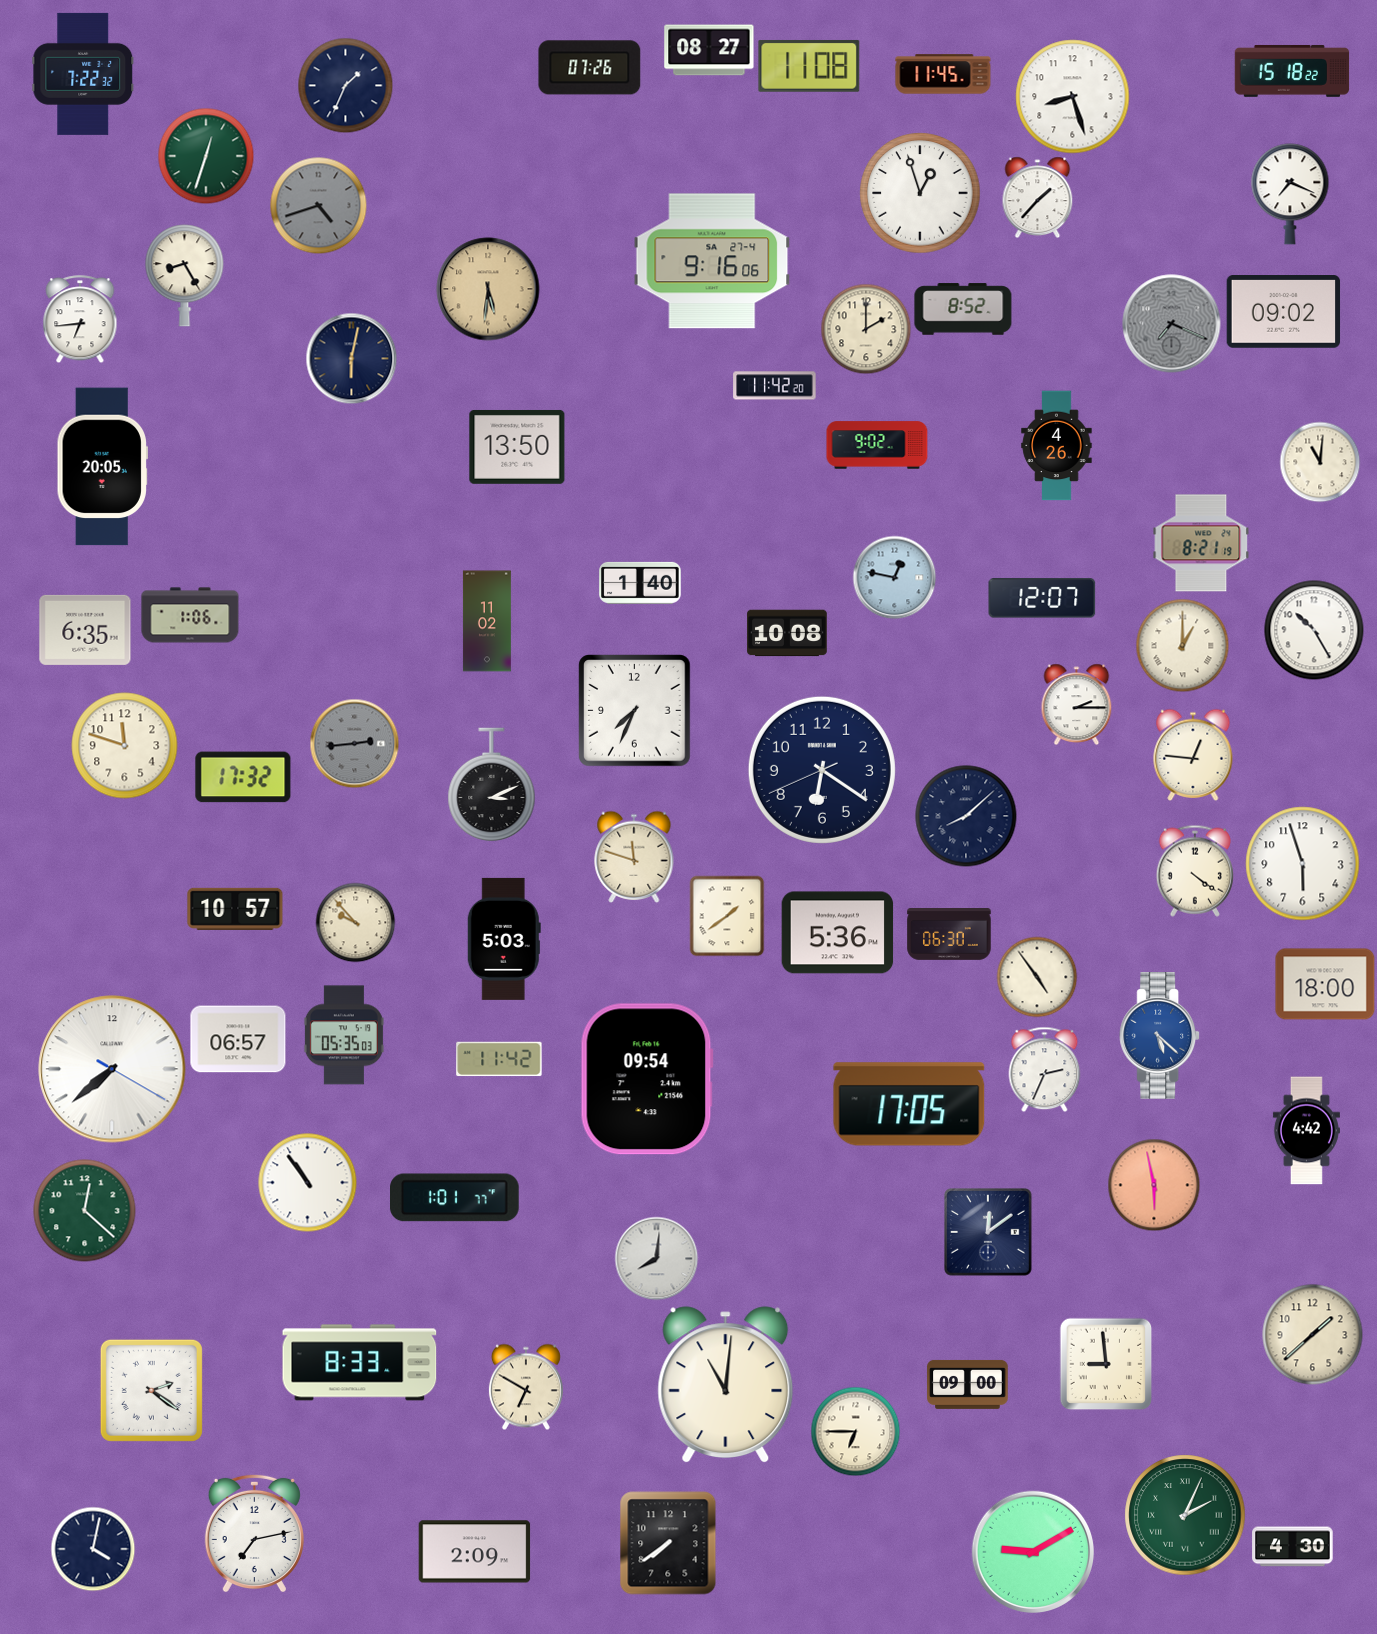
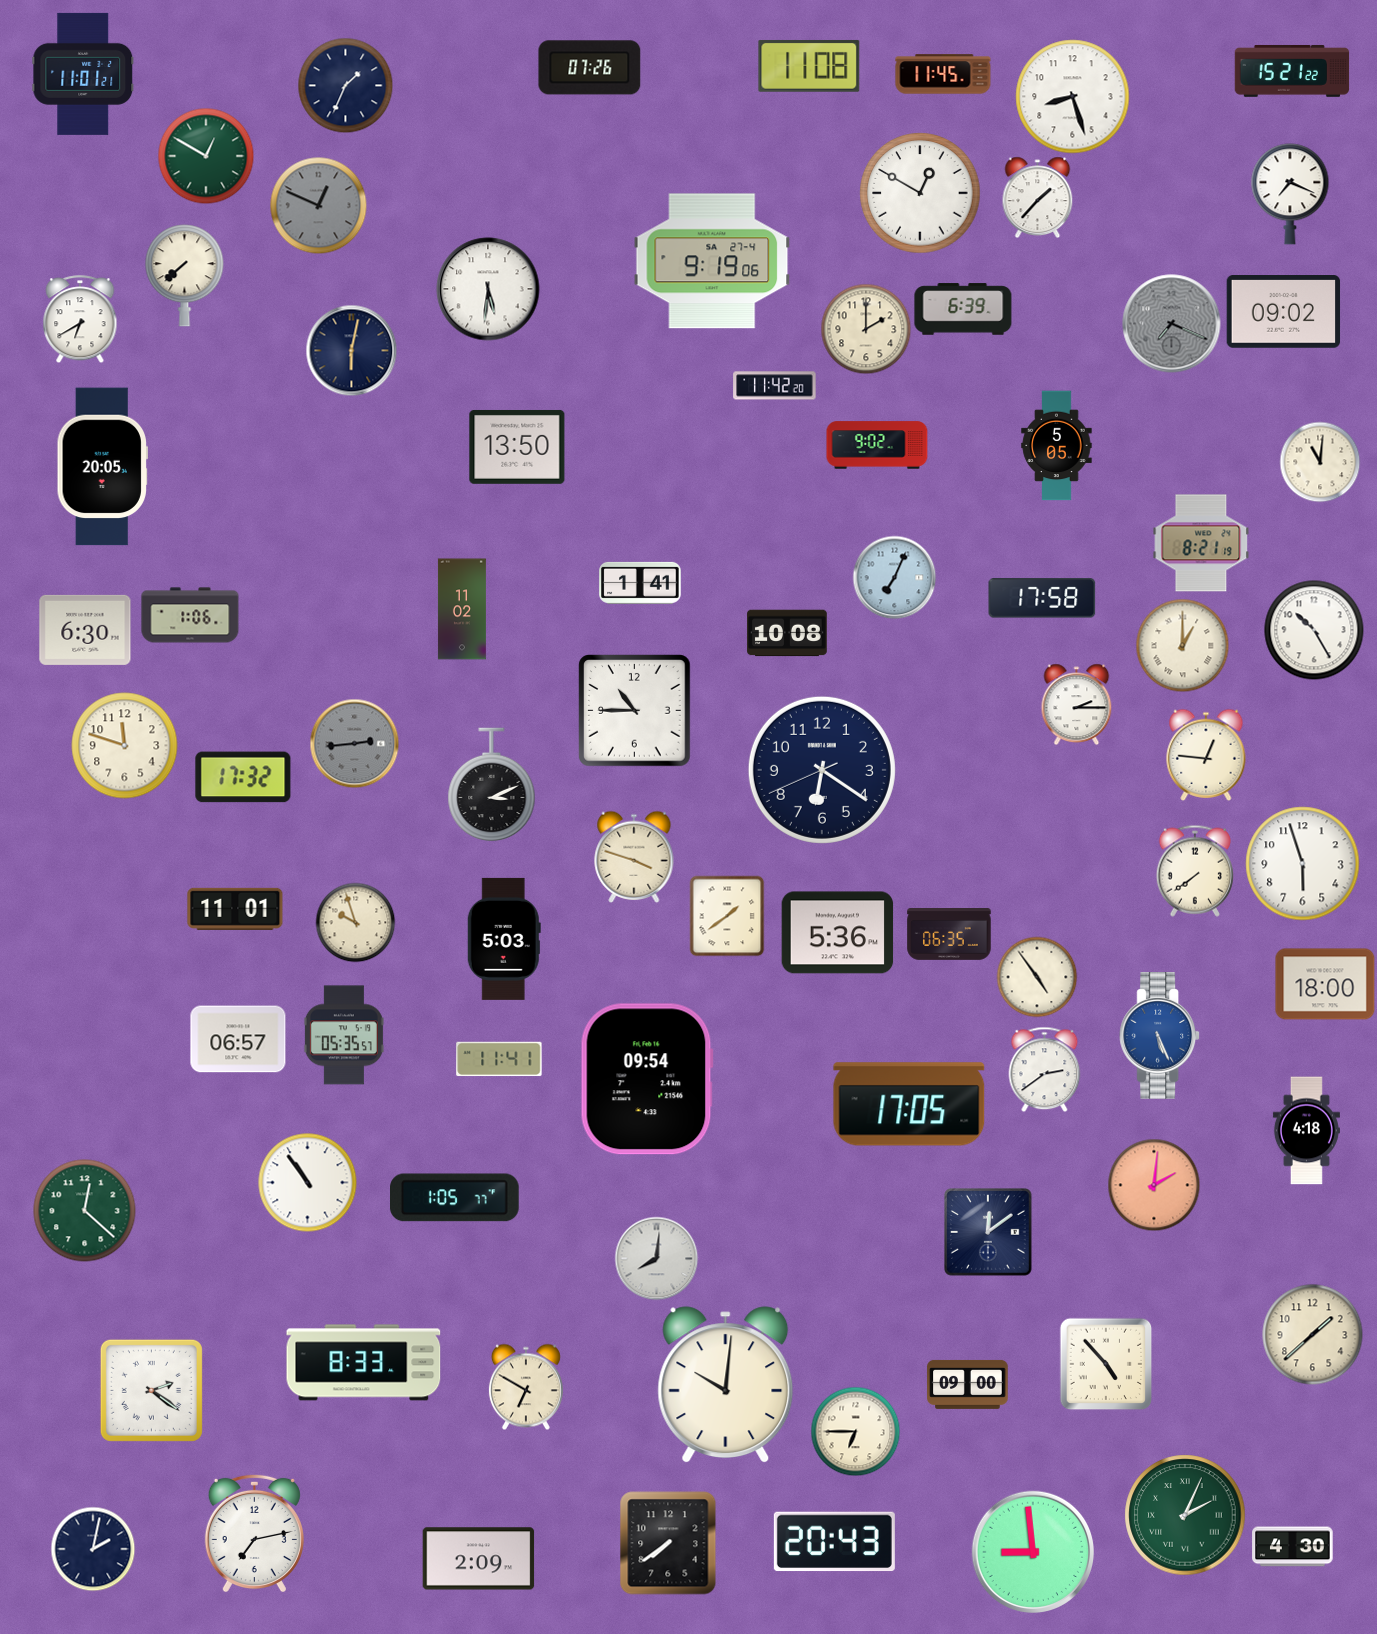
clock at (709, 50): 08:27 -> none
clock at (1292, 71): 15:18 -> 15:21
clock at (83, 74): 7:22 -> 11:01
clock at (206, 156): 12:33 -> 12:50
clock at (920, 193): 12:57 -> 12:50
clock at (318, 205): 4:42 -> 12:49
clock at (712, 261): 9:16 -> 9:19
clock at (185, 276): 8:25 -> 7:38
clock at (488, 289) dial: champagne -> white
clock at (963, 309): 8:52 -> 6:39
clock at (80, 319): 6:44 -> 6:40
clock at (351, 358) position: (351, 358) -> (351, 350)
clock at (1057, 446): 4:26 -> 5:05
clock at (894, 577): 12:47 -> 7:04
clock at (640, 583): 1:40 -> 1:41
clock at (1042, 598): 12:07 -> 17:58
clock at (487, 621) position: (487, 621) -> (462, 609)
clock at (85, 630): 6:35 -> 6:30
clock at (635, 711): 7:34 -> 10:45
clock at (1193, 755) position: (1193, 755) -> (1206, 755)
clock at (966, 816): 8:08 -> none
clock at (634, 857): 11:48 -> 3:48
clock at (1195, 871): 4:21 -> 7:39
clock at (235, 909): 10:57 -> 11:01
clock at (355, 922): 9:53 -> 9:57
clock at (949, 935): 06:30 -> 06:35
clock at (344, 1035): 05:35:03 -> 05:35:57
clock at (1160, 1036): 5:22 -> 5:26
clock at (499, 1059): 11:42 -> 11:41
clock at (112, 1069): 7:38 -> none
clock at (1045, 1069): 2:34 -> 2:39
clock at (1306, 1131): 4:42 -> 4:18
clock at (1154, 1185): 5:58 -> 2:01
clock at (455, 1198): 1:01 -> 1:05
clock at (360, 1363) position: (360, 1363) -> (364, 1363)
clock at (1106, 1364): 8:59 -> 4:53
clock at (726, 1385): 11:01 -> 10:01
clock at (834, 1542): none -> 20:43
clock at (93, 1549): 4:02 -> 2:02
clock at (1032, 1551): 9:10 -> 8:59
clock at (475, 1552) position: (475, 1552) -> (479, 1559)
